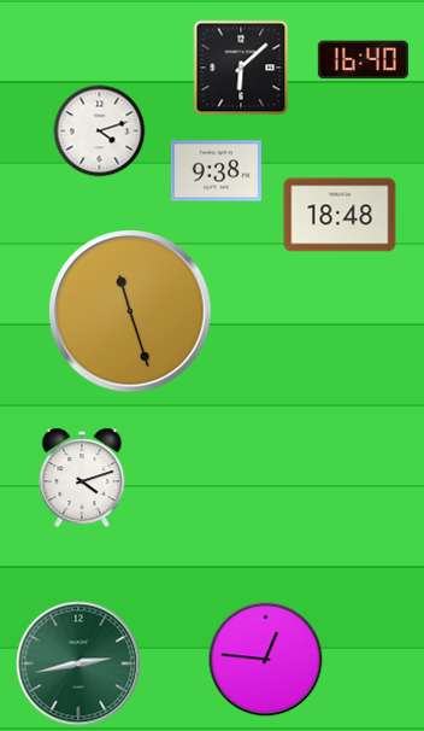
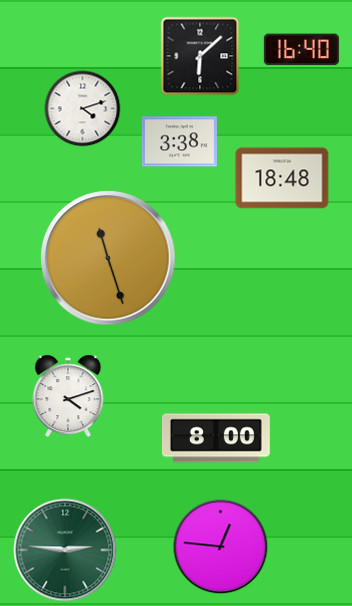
clock at (216, 171): 9:38 -> 3:38
clock at (216, 438): none -> 8:00
clock at (78, 663): 2:43 -> 2:46
